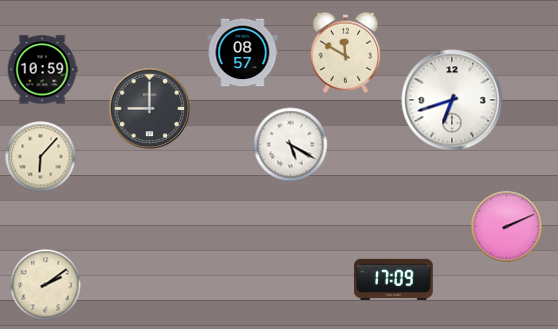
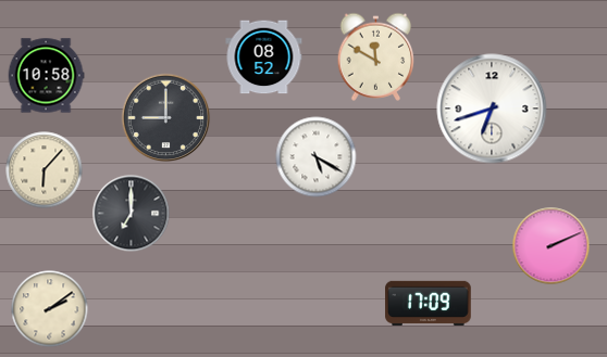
clock at (243, 53): 08:57 -> 08:52
clock at (42, 70): 10:59 -> 10:58
clock at (150, 109) position: (150, 109) -> (166, 118)
clock at (132, 214): none -> 7:00
